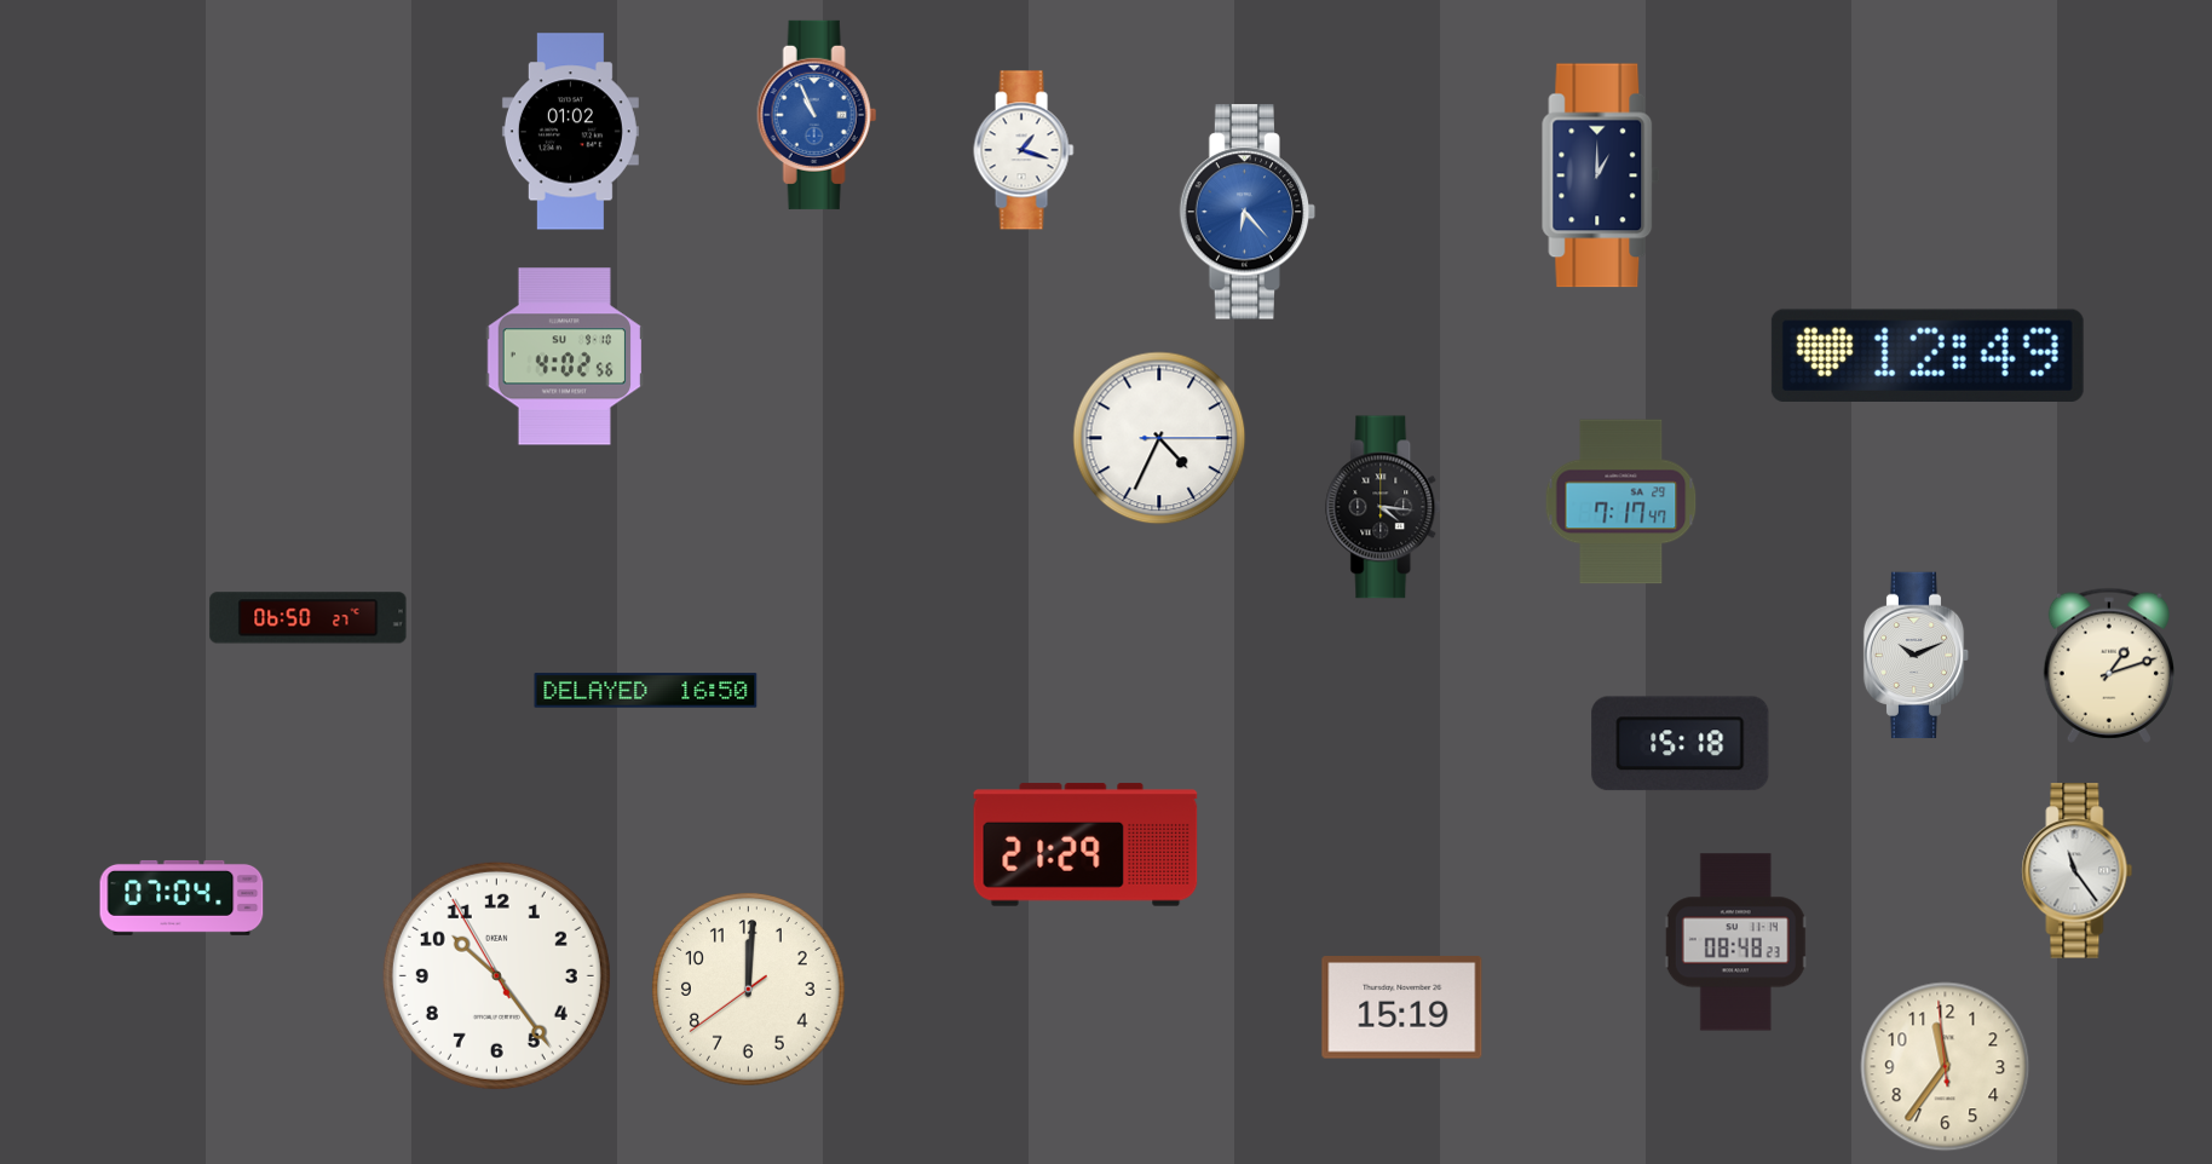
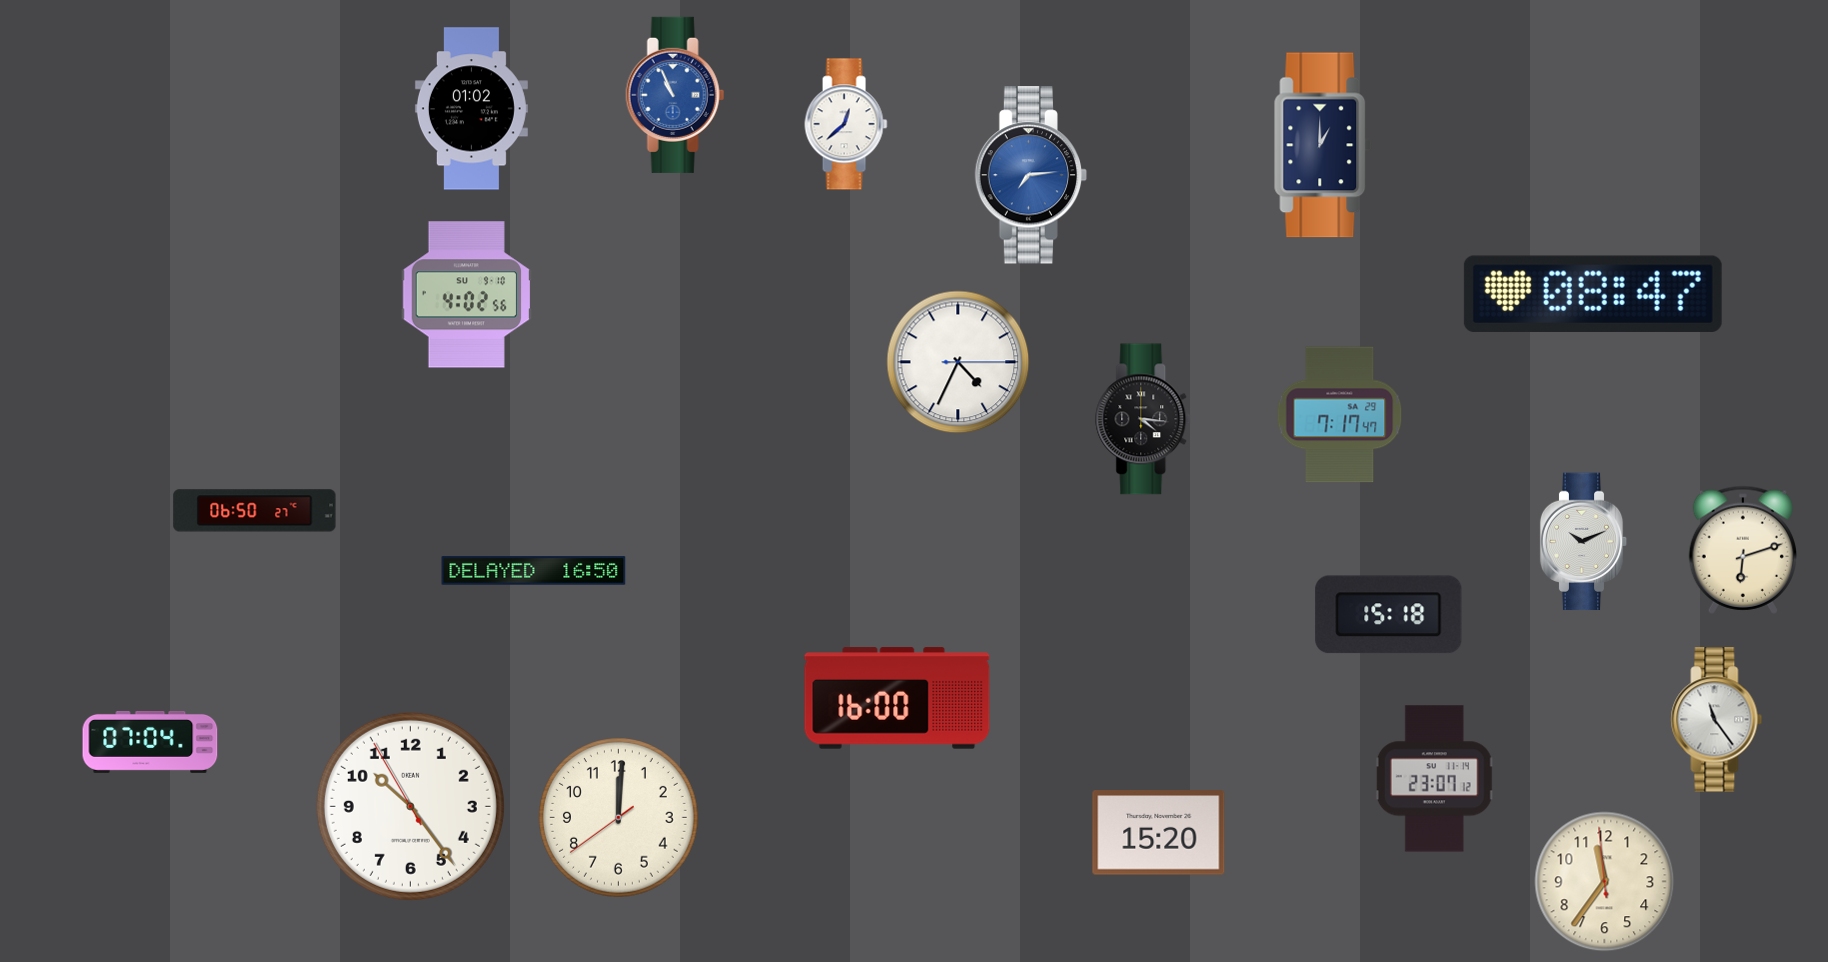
clock at (1024, 150): 1:18 -> 12:38
clock at (1248, 212): 6:23 -> 7:14
clock at (1928, 356): 12:49 -> 08:47
clock at (2108, 665): 1:12 -> 6:12
clock at (1085, 845): 21:29 -> 16:00
clock at (1735, 943): 08:48 -> 23:07
clock at (1402, 1008): 15:19 -> 15:20
clock at (1946, 1067) position: (1946, 1067) -> (1605, 882)
